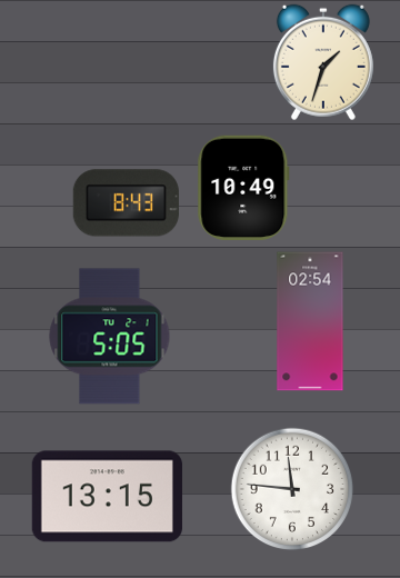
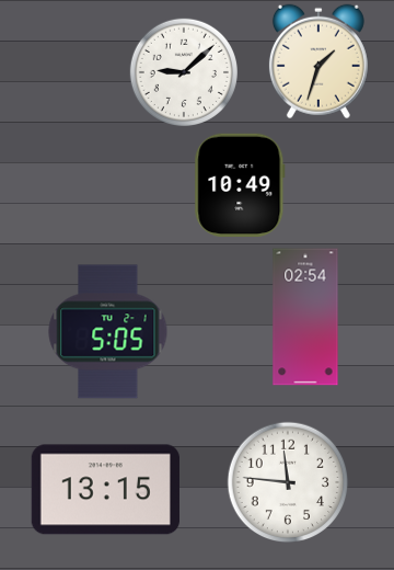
clock at (184, 72): none -> 9:08
clock at (126, 203): 8:43 -> none
